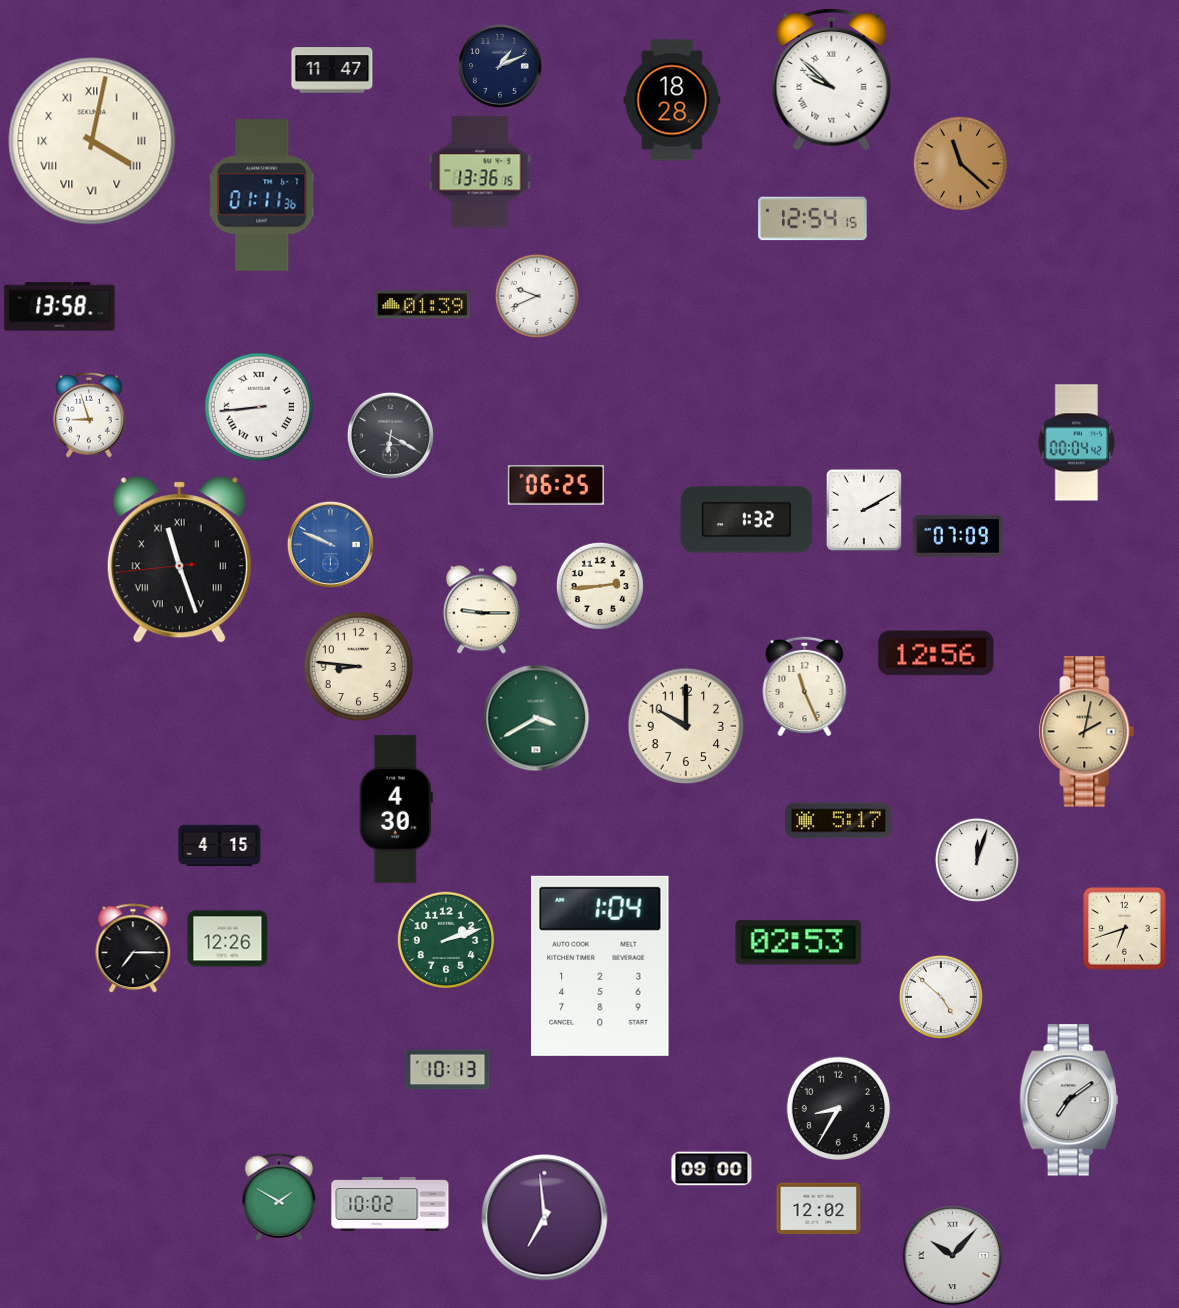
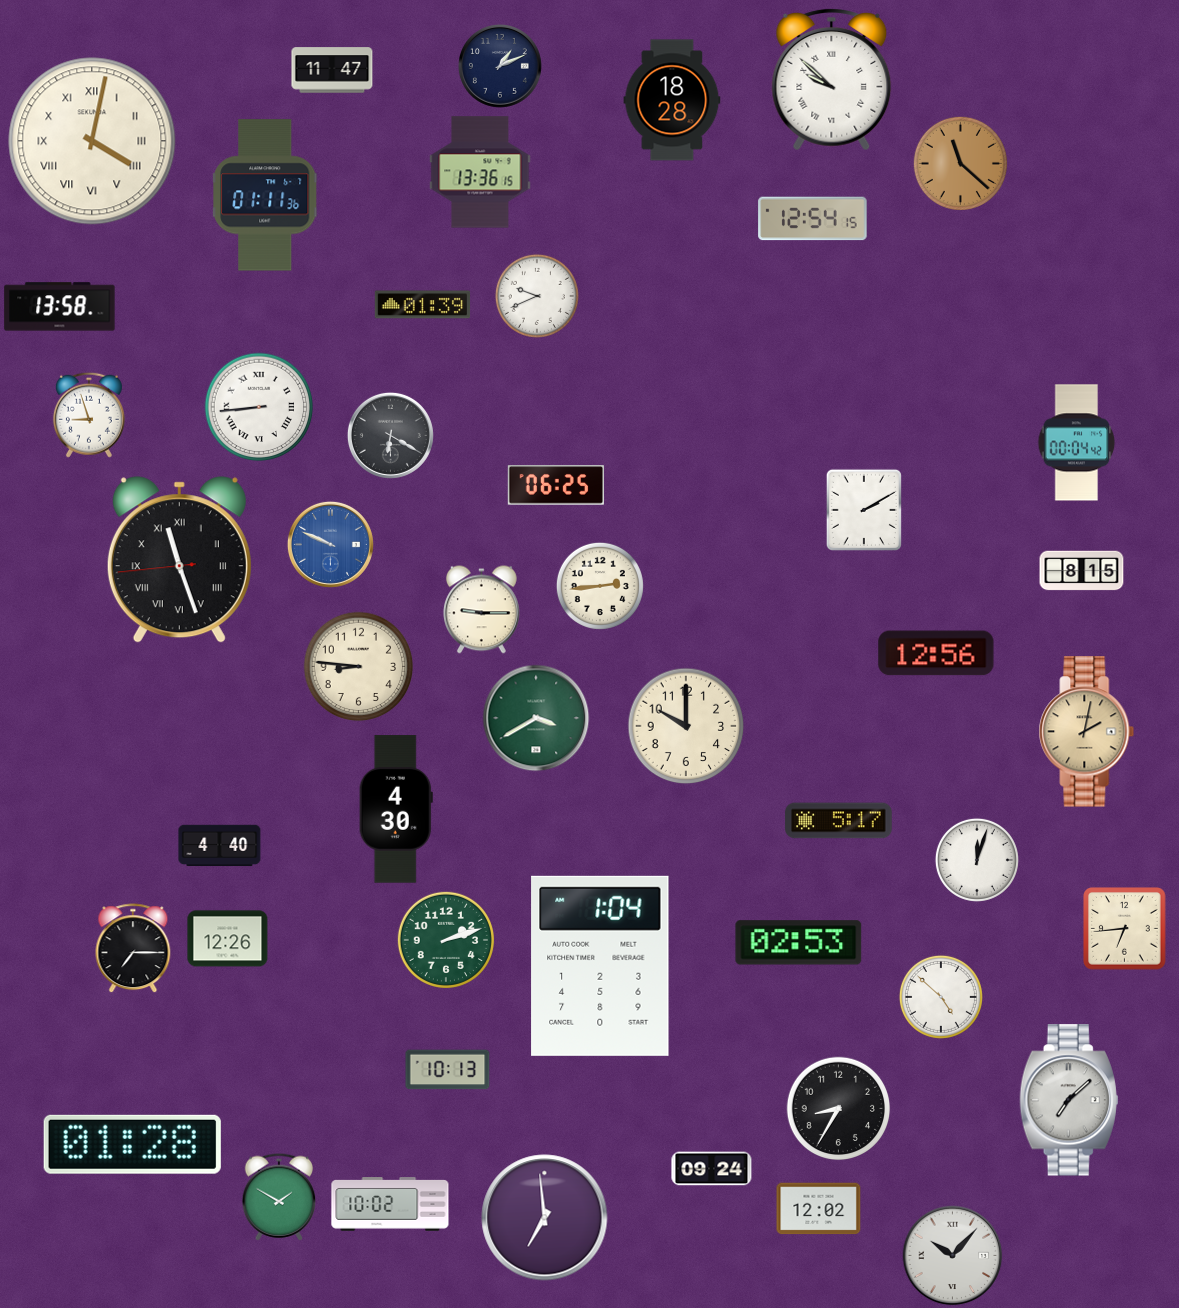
clock at (263, 195) position: (263, 195) -> (266, 195)
clock at (747, 520): 1:32 -> none
clock at (958, 536): 07:09 -> none
clock at (1082, 571): none -> 8:15
clock at (805, 686): 11:26 -> none
clock at (220, 846): 4:15 -> 4:40
clock at (1125, 929): 6:42 -> 6:44
clock at (1069, 1100): 7:09 -> 7:08
clock at (132, 1144): none -> 01:28
clock at (712, 1169): 09:00 -> 09:24
